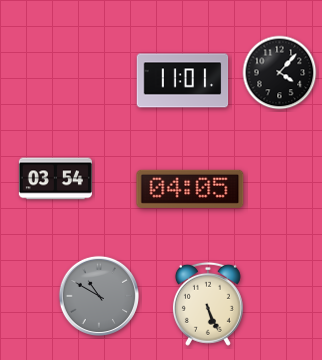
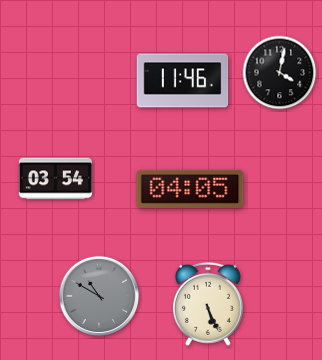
clock at (280, 73): 4:07 -> 4:02
clock at (183, 81): 11:01 -> 11:46
